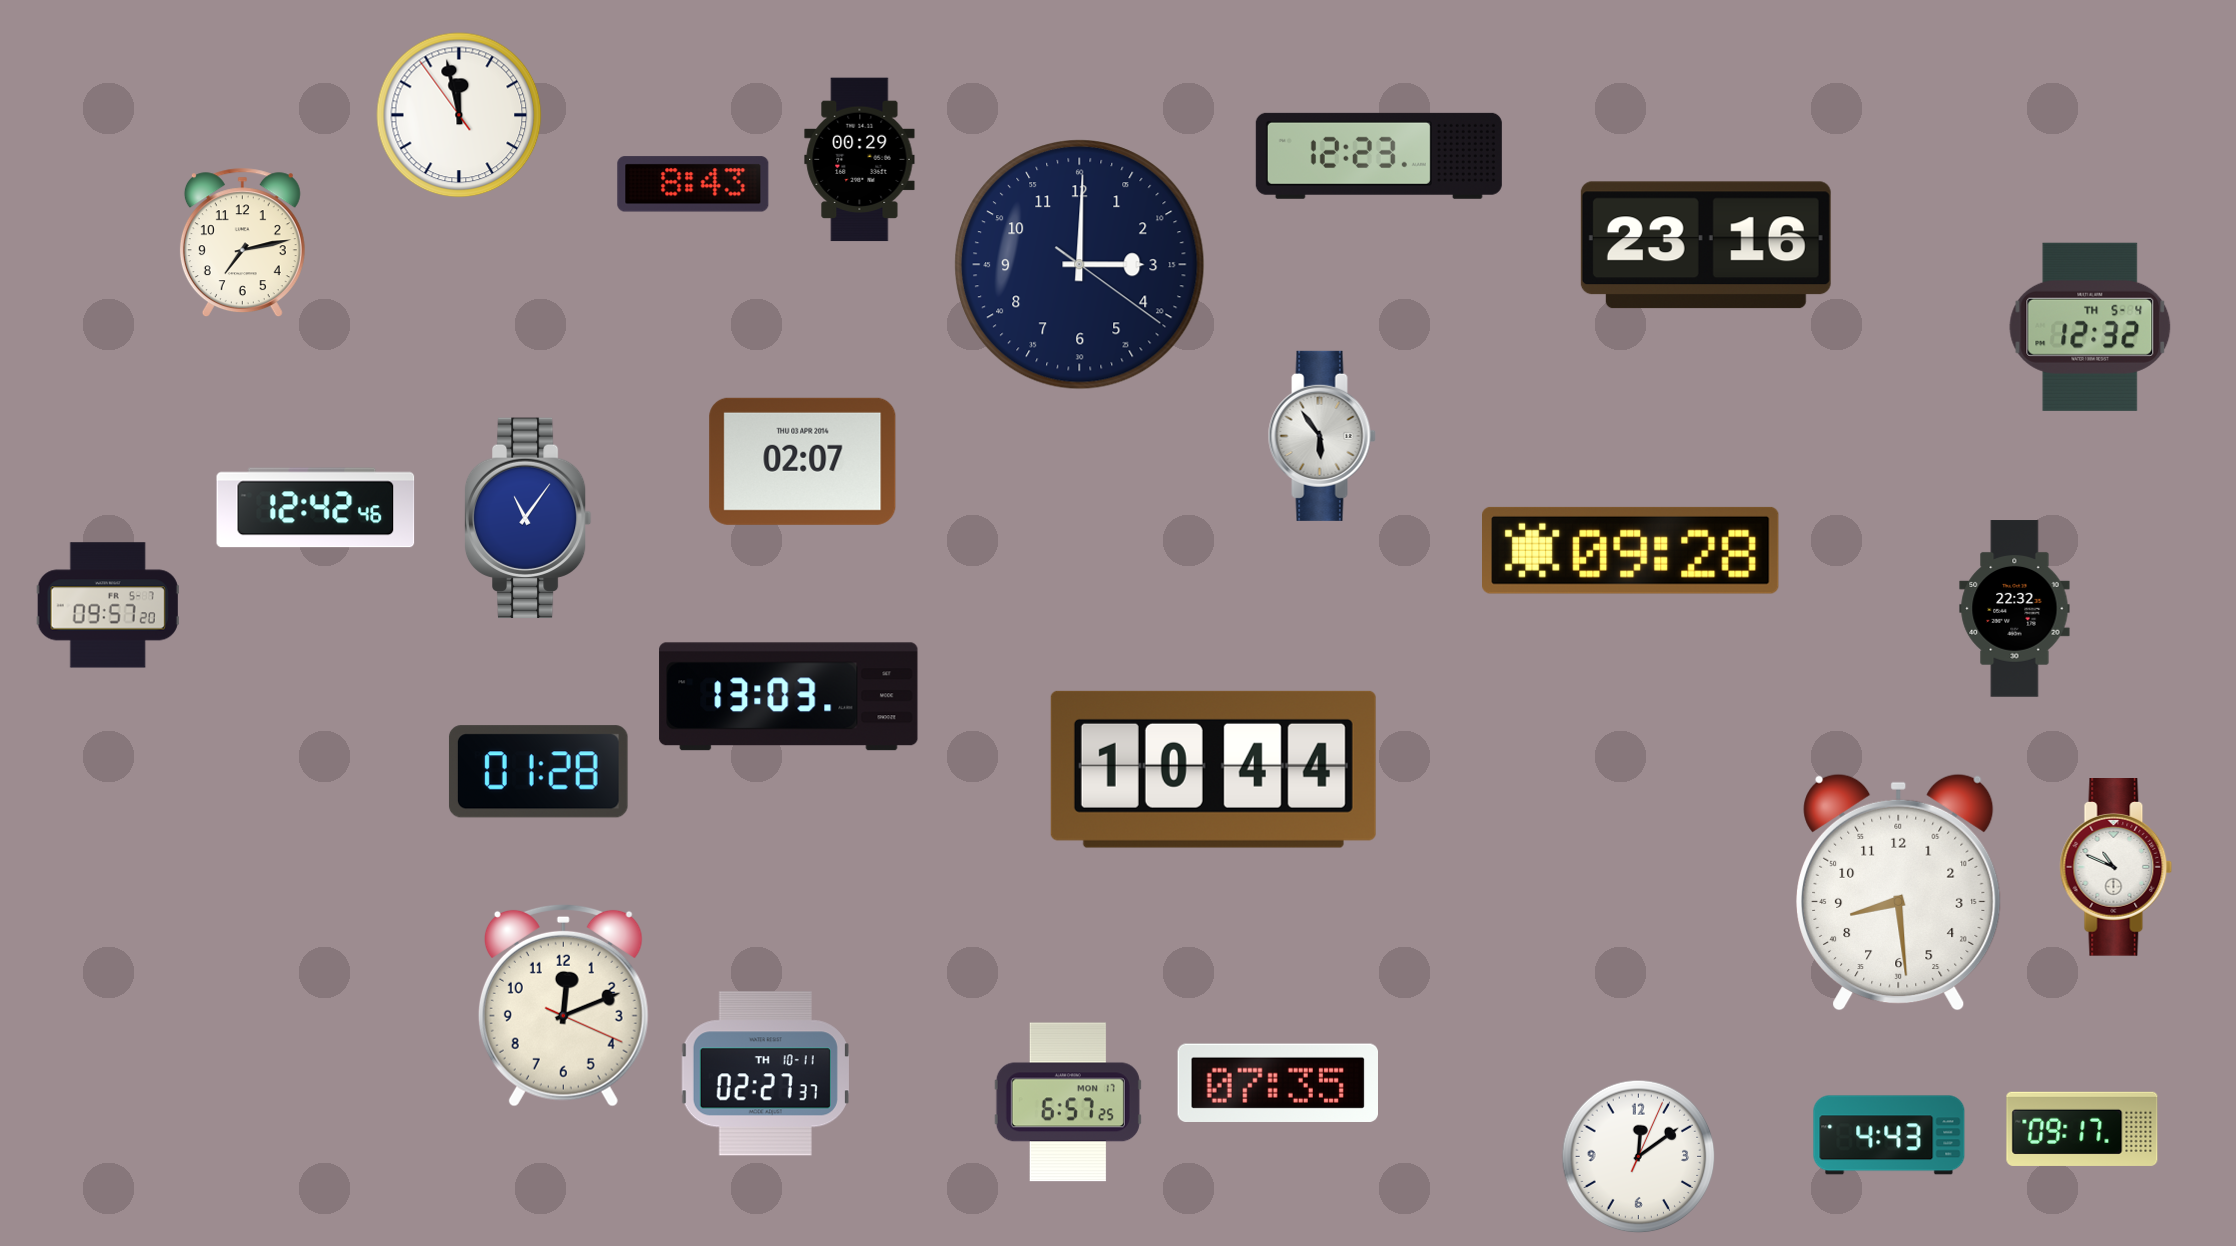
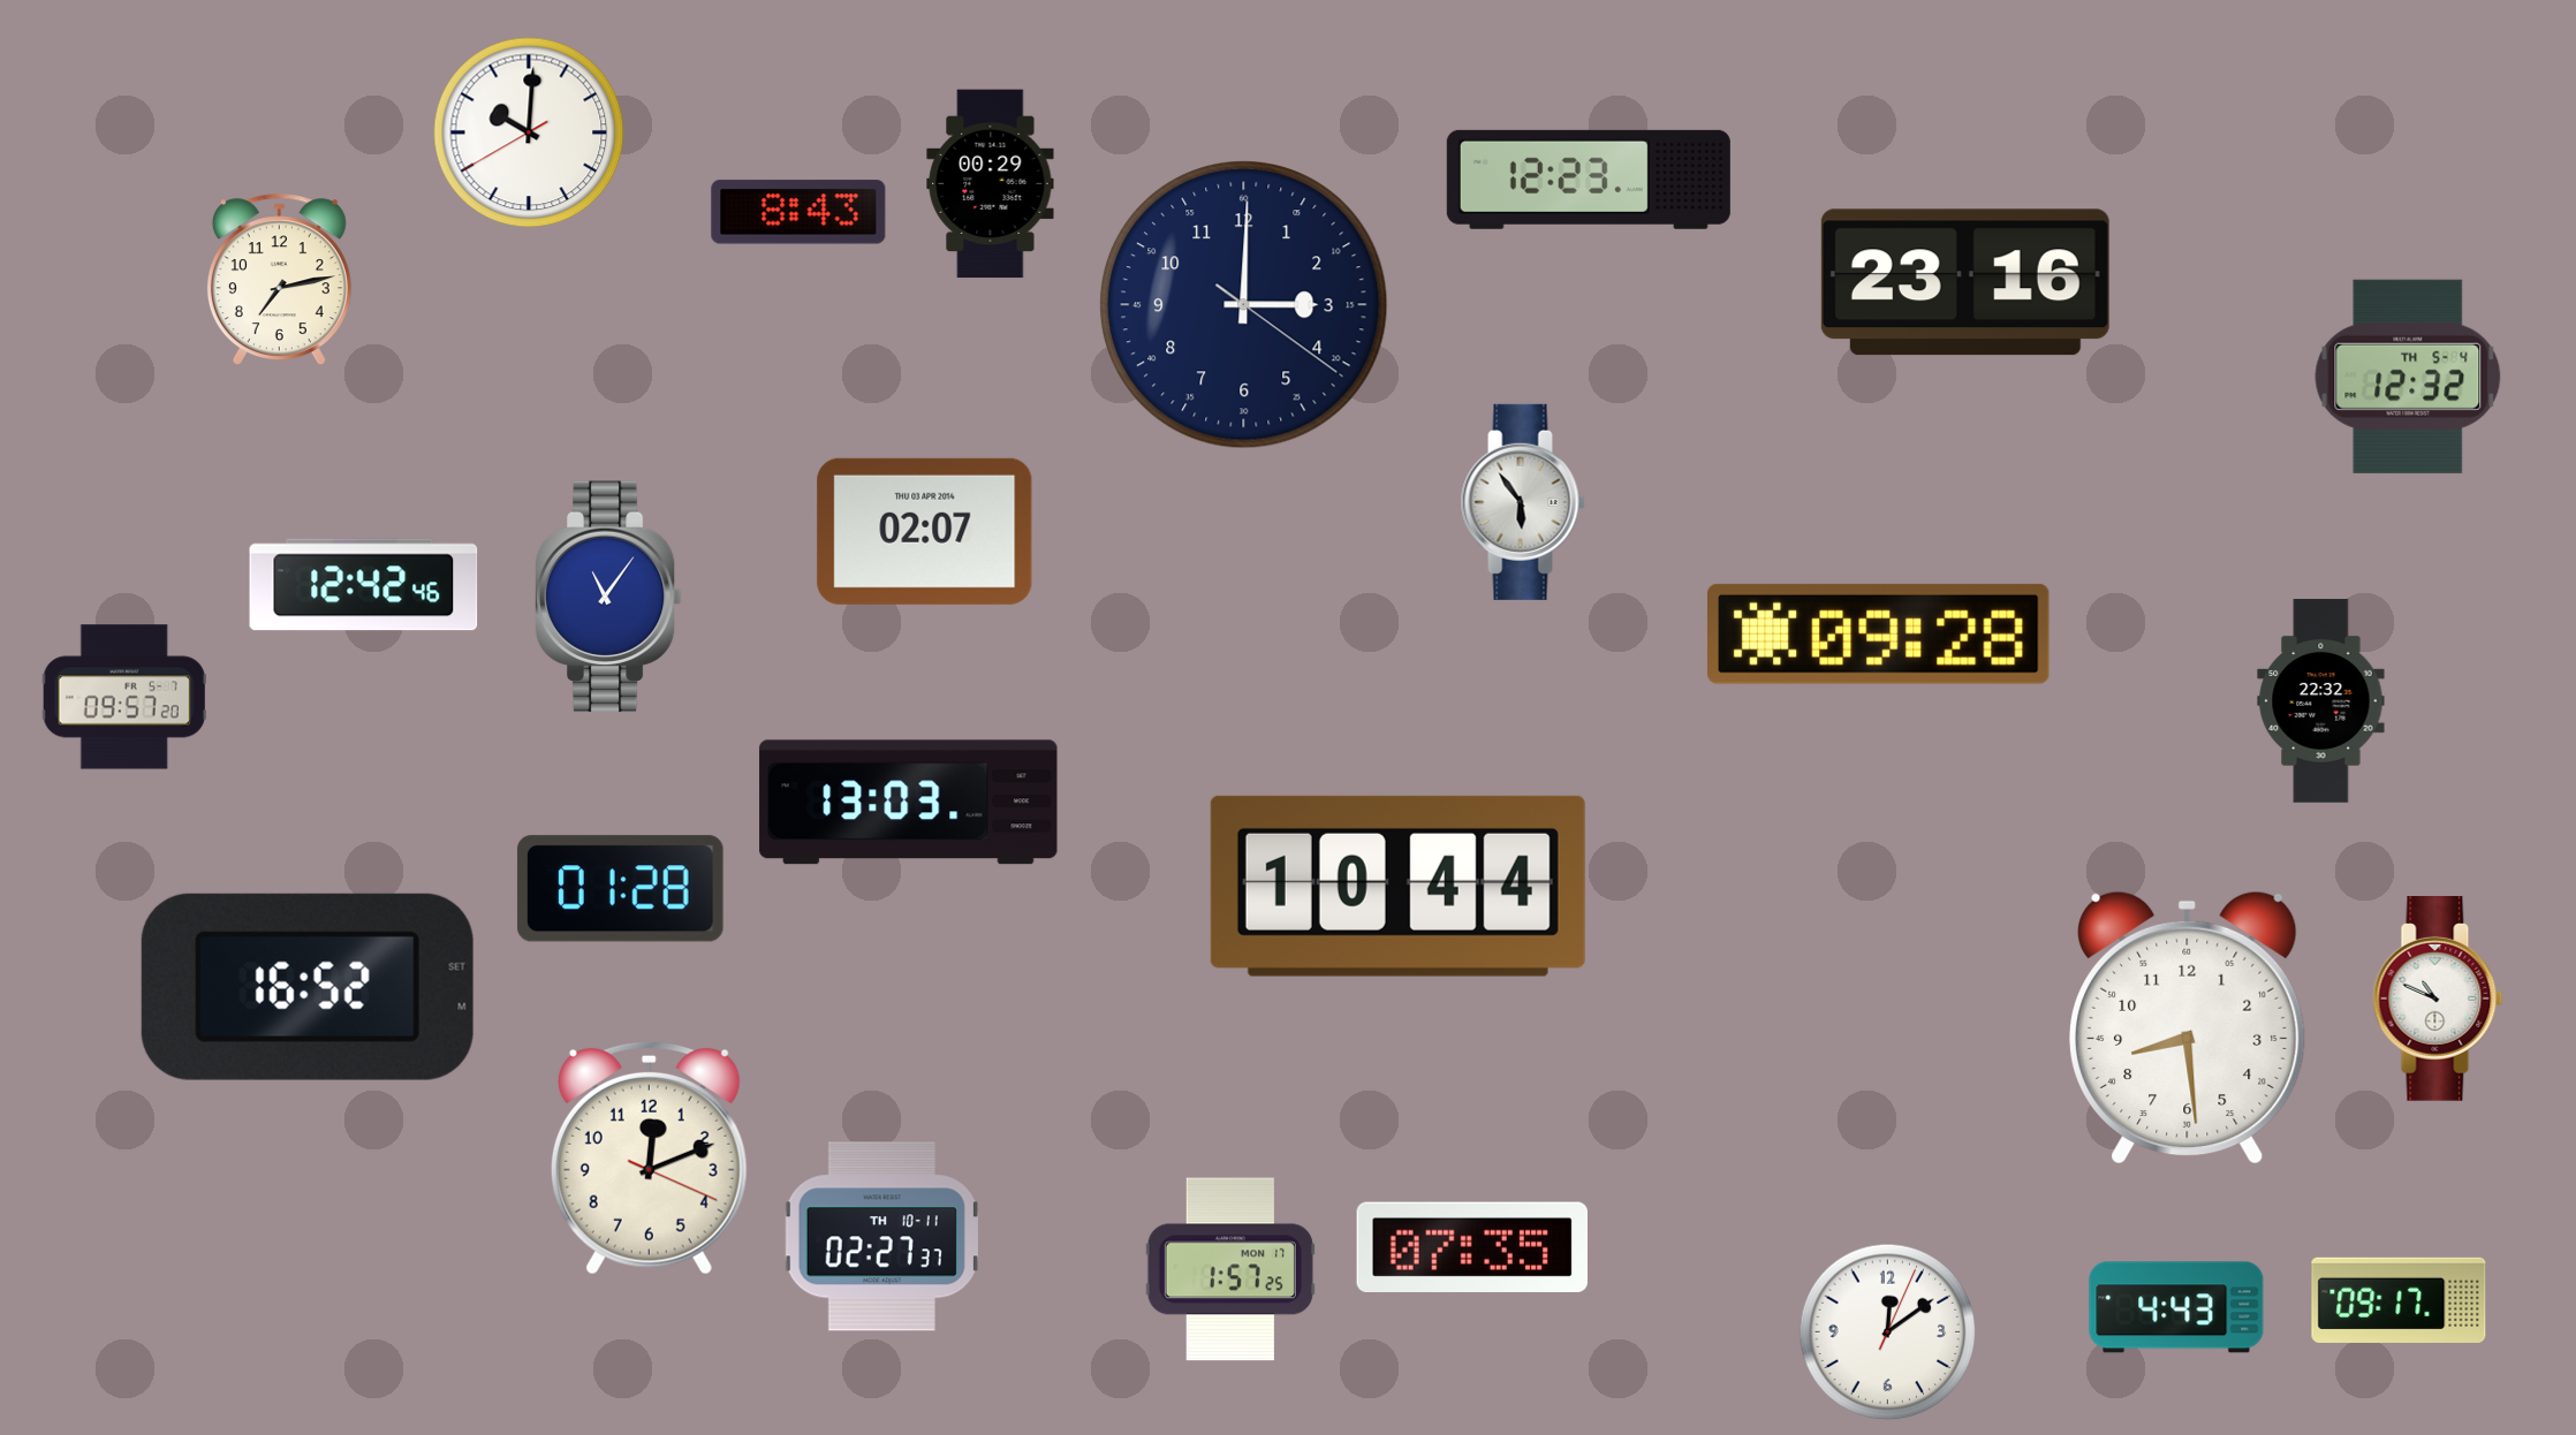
clock at (459, 115): 11:57 -> 10:00
clock at (308, 987): none -> 16:52
clock at (1068, 1102): 6:57 -> 1:57
